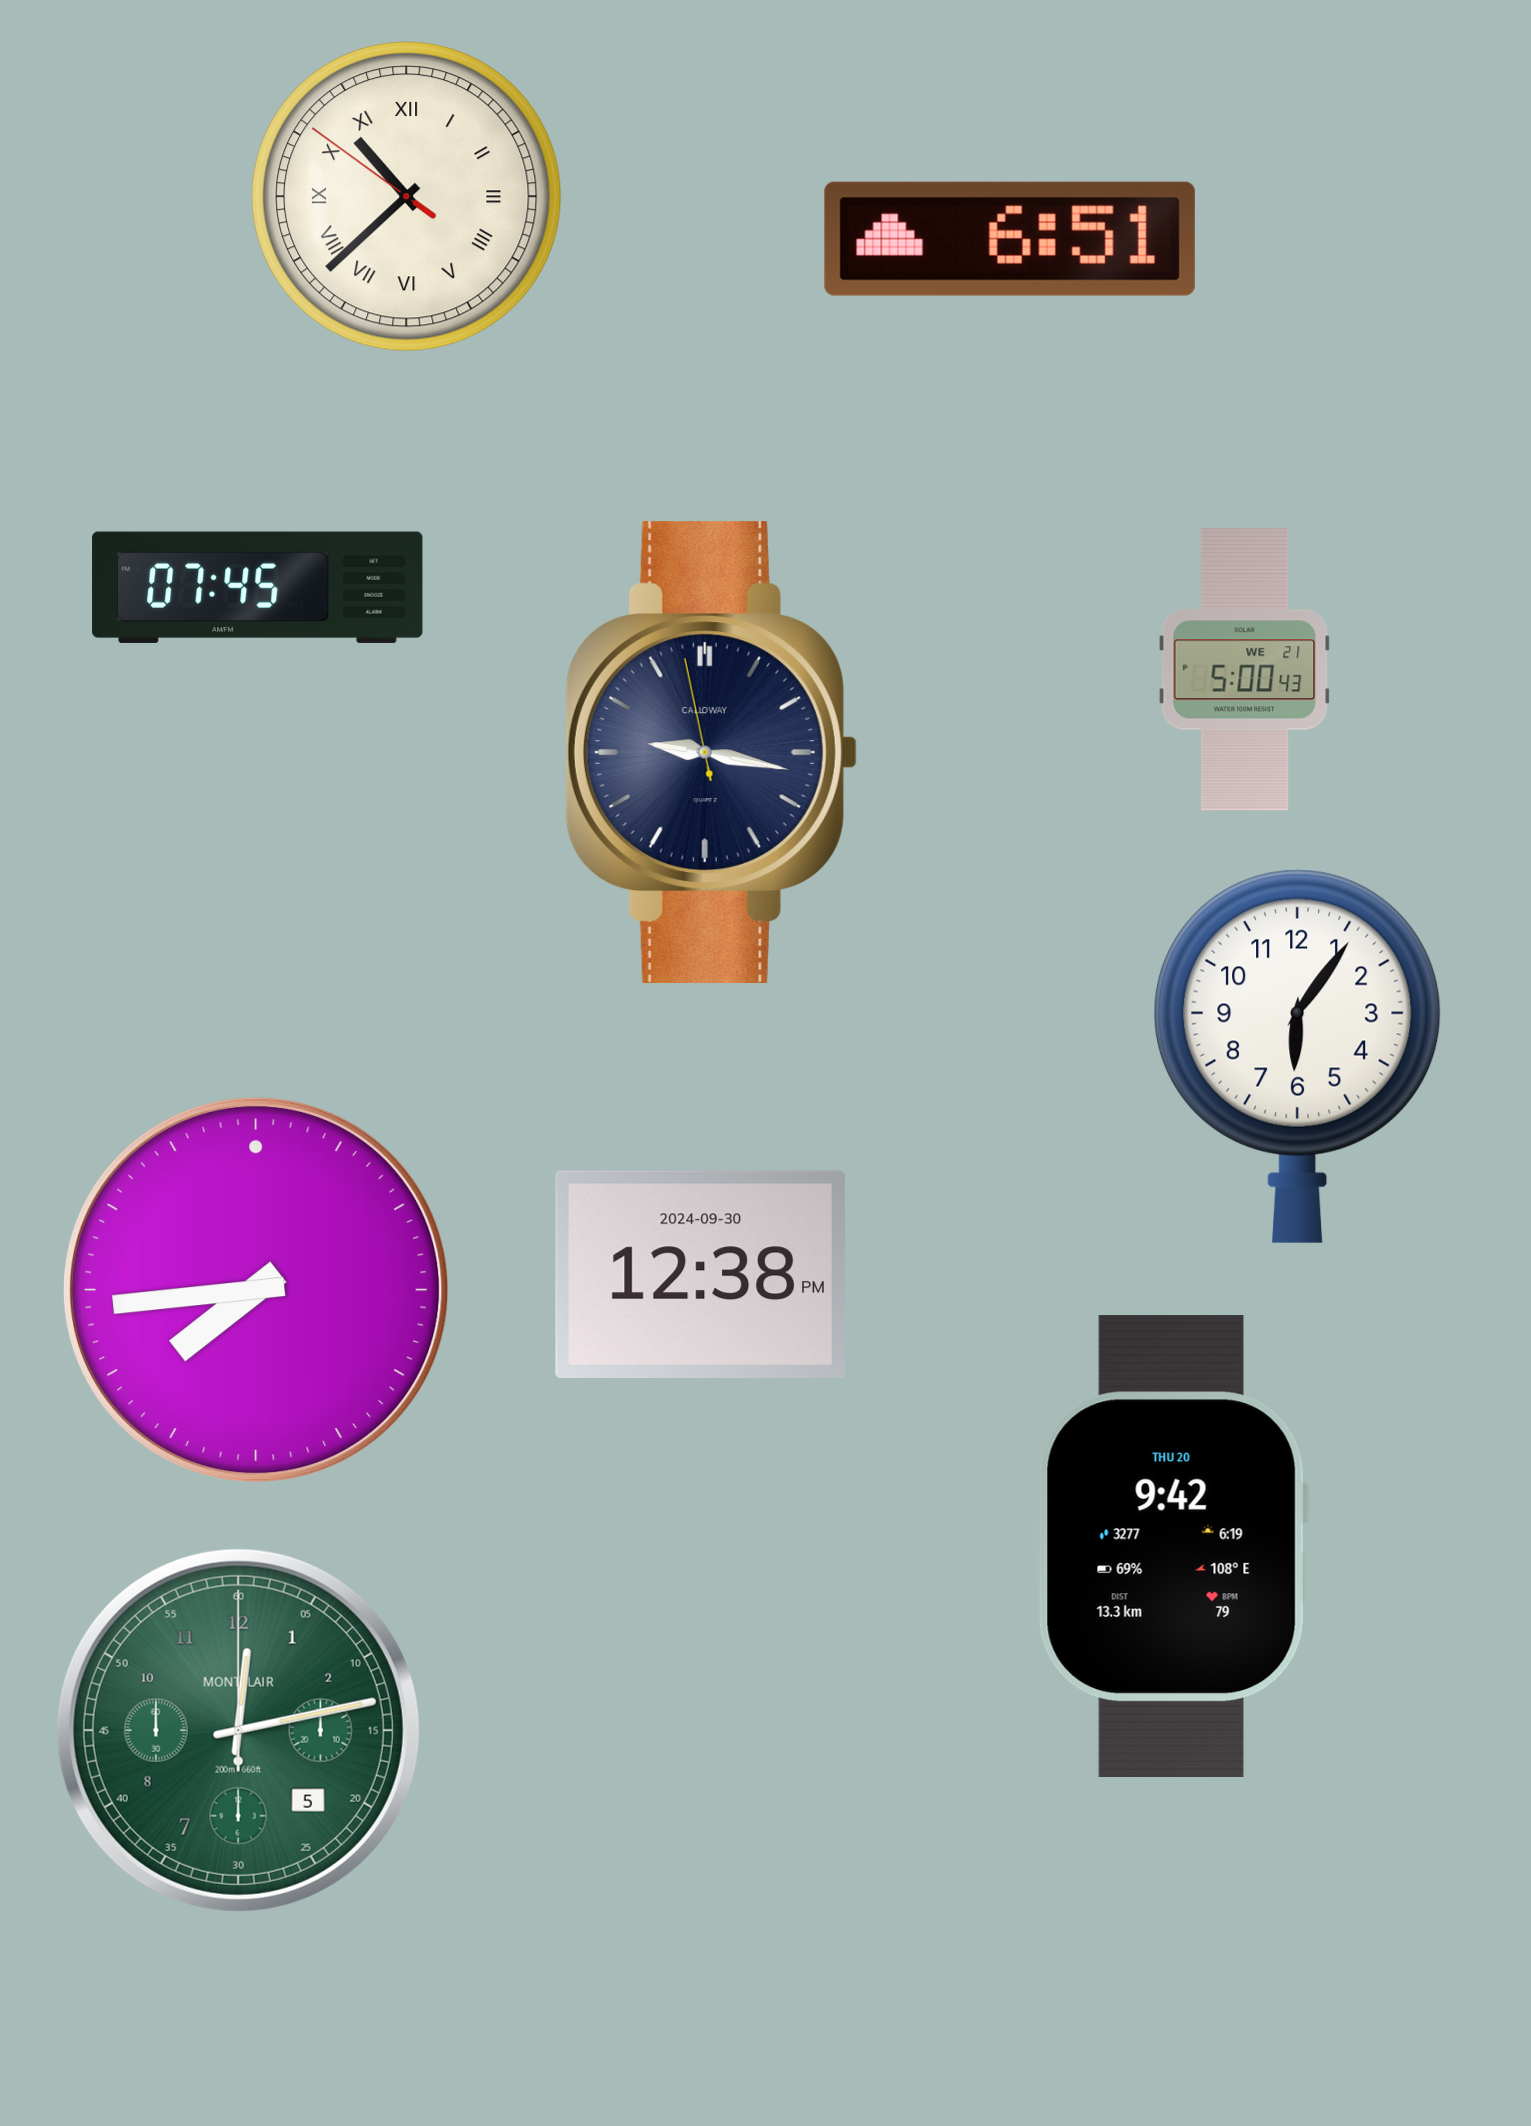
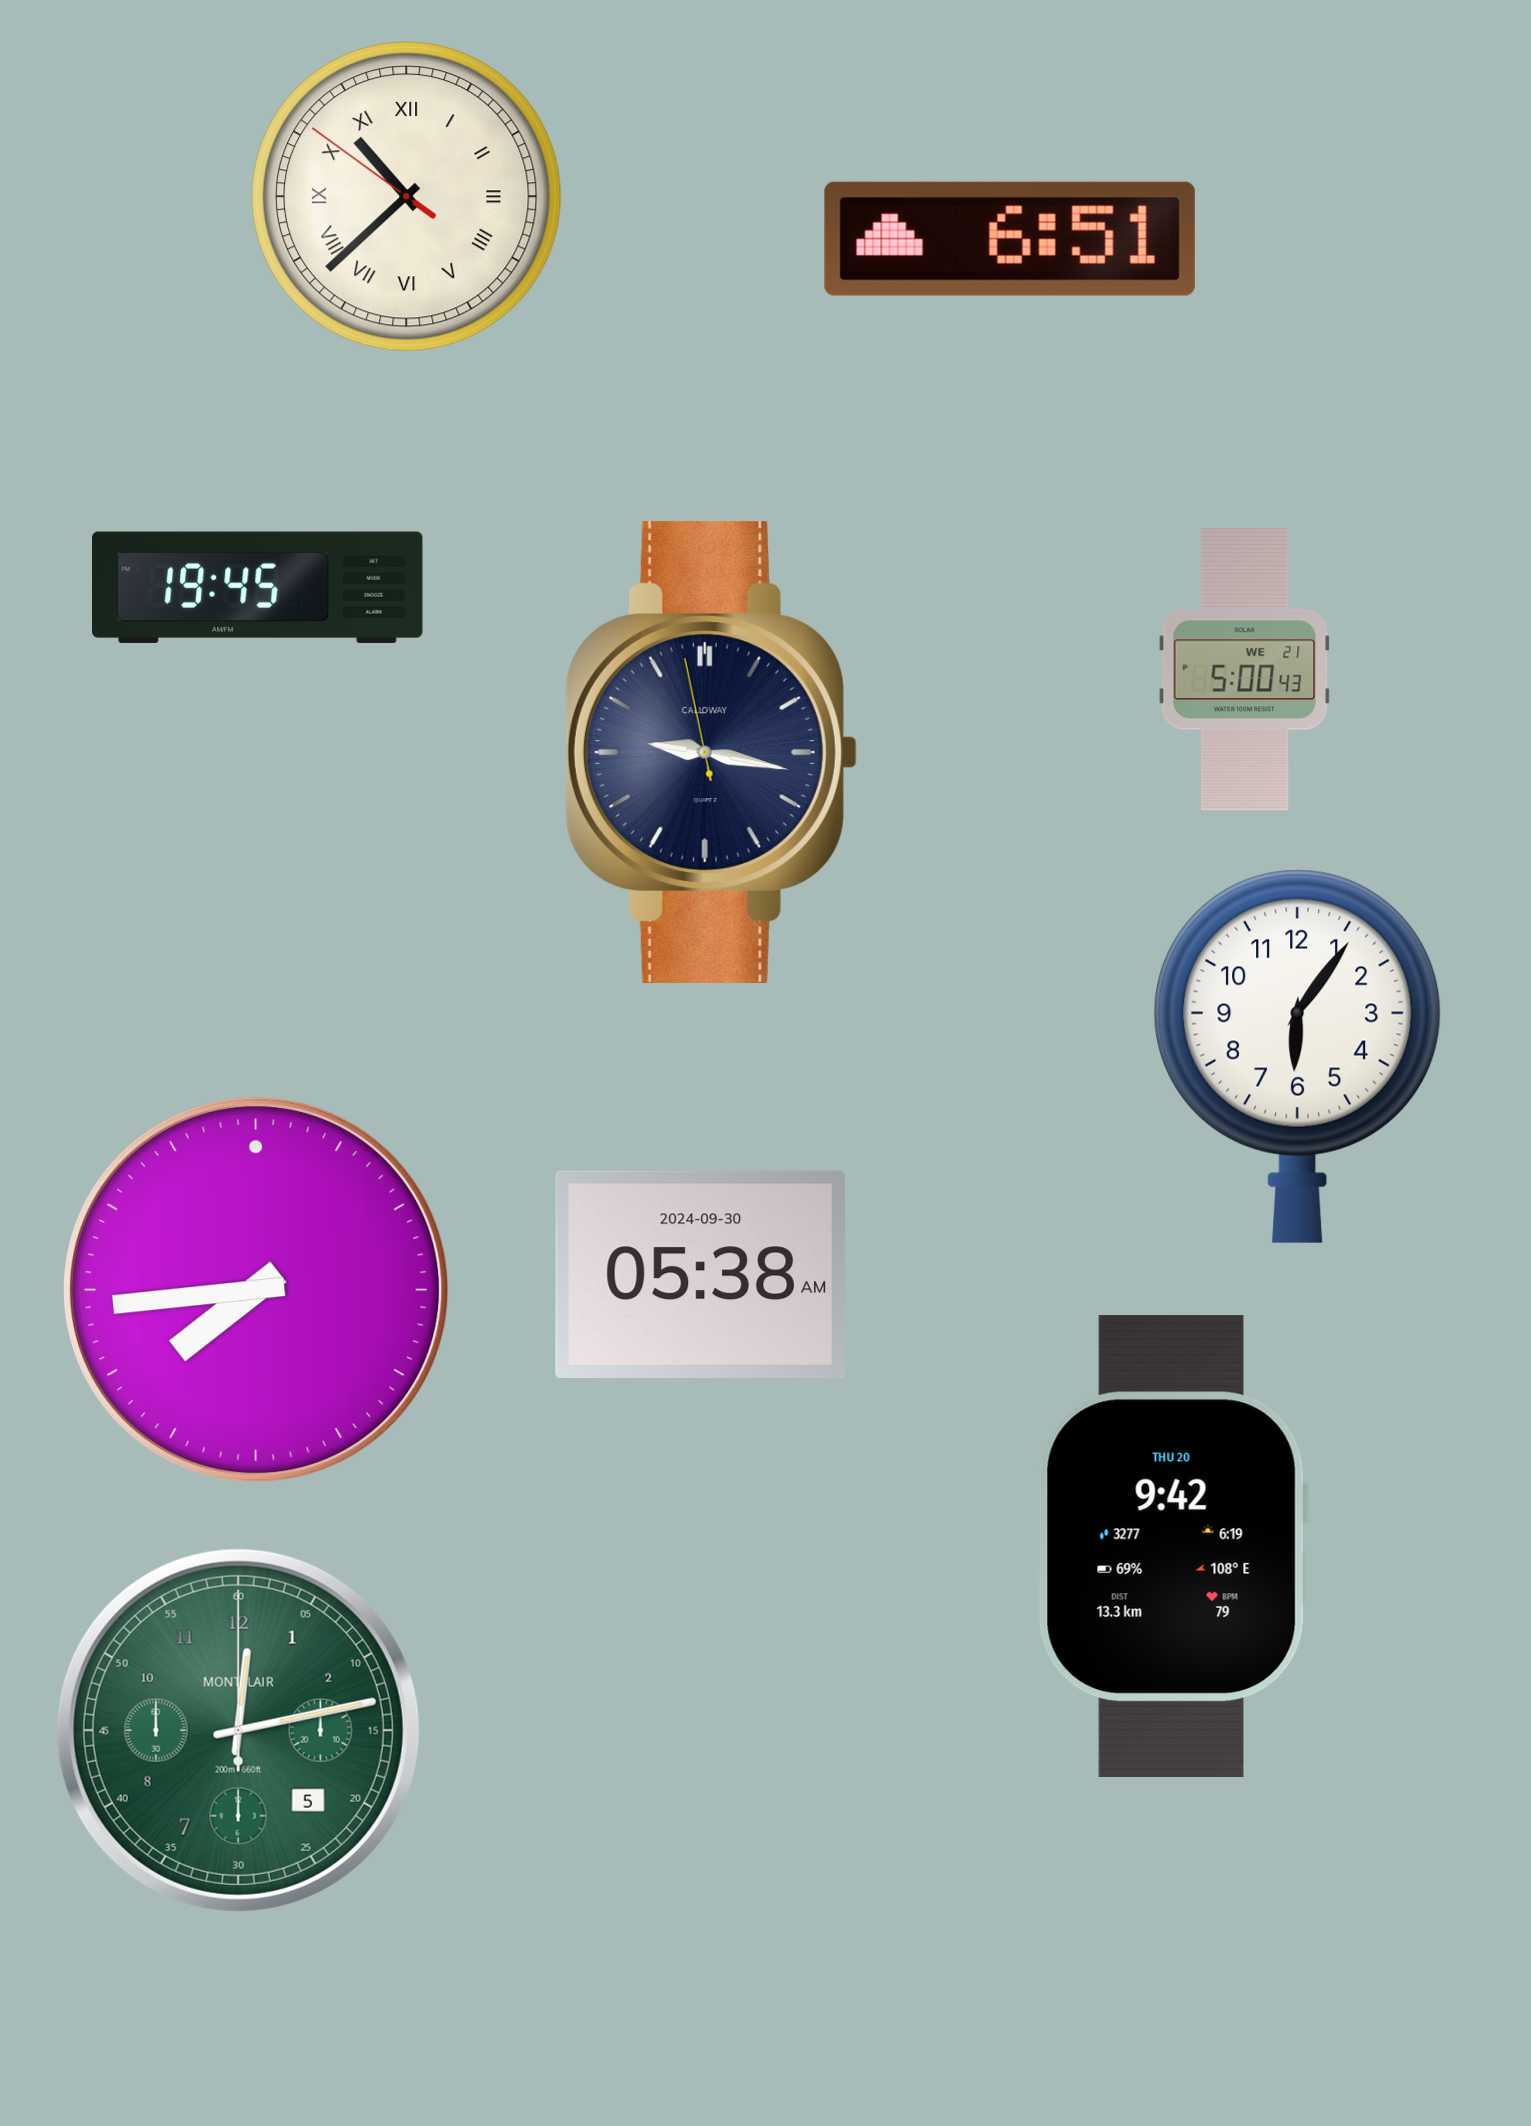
clock at (258, 587): 07:45 -> 19:45
clock at (700, 1274): 12:38 -> 05:38
